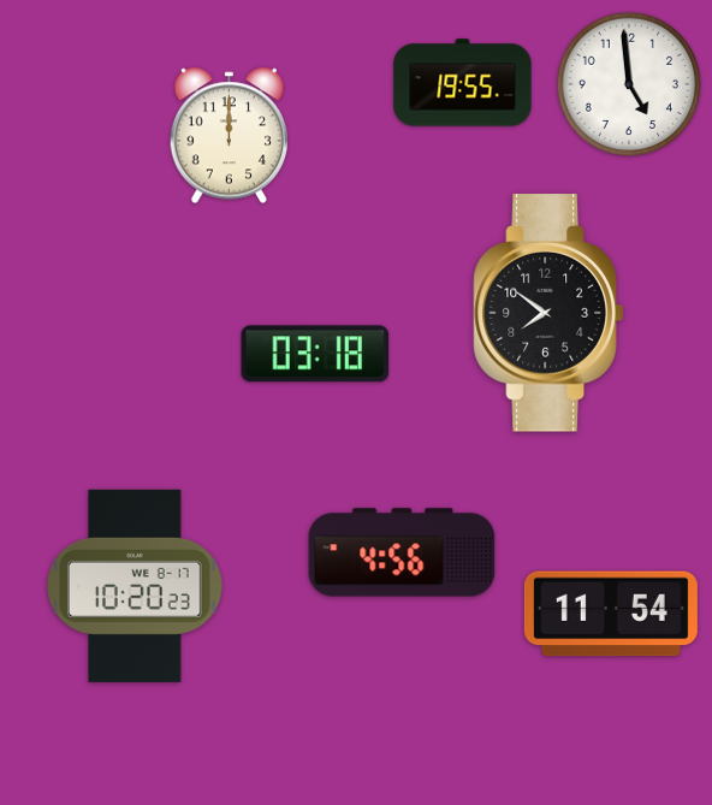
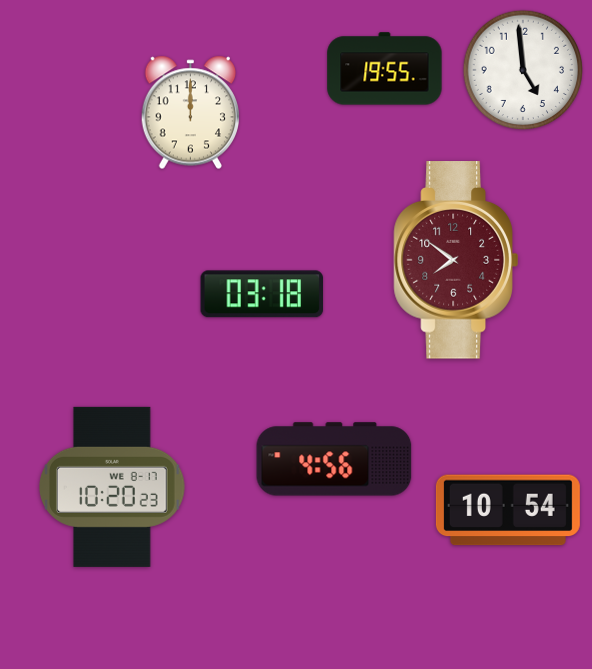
clock at (548, 313) dial: black -> burgundy
clock at (611, 614): 11:54 -> 10:54
